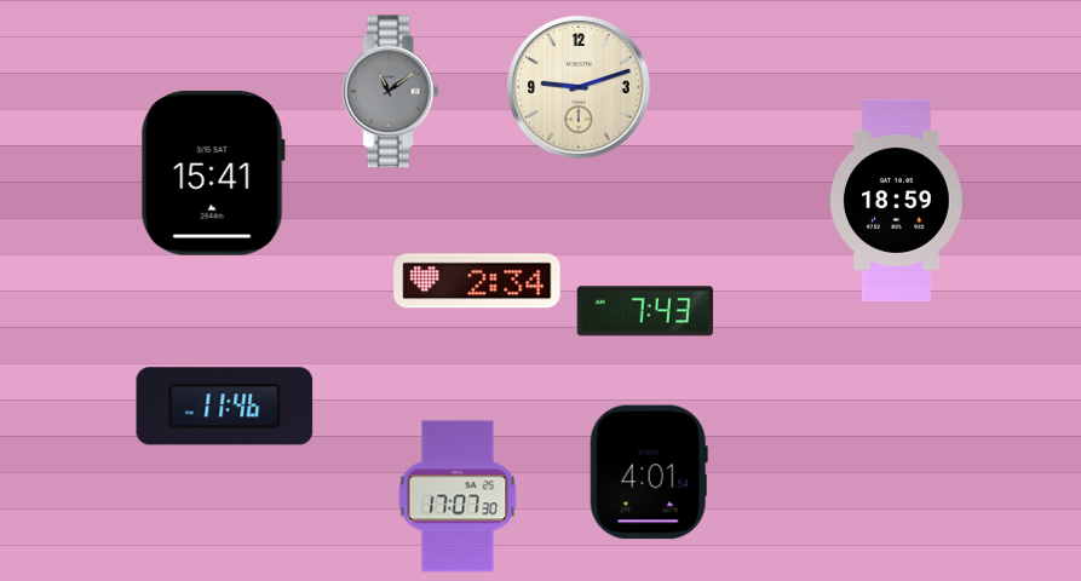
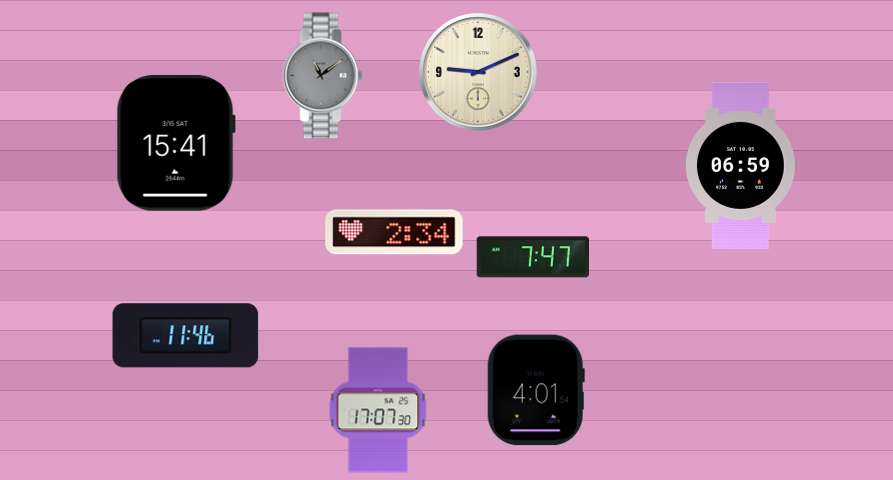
clock at (579, 87): 9:12 -> 9:11
clock at (897, 200): 18:59 -> 06:59
clock at (644, 311): 7:43 -> 7:47
